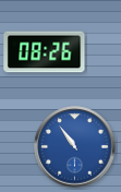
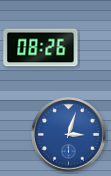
clock at (75, 147): 10:54 -> 3:03
